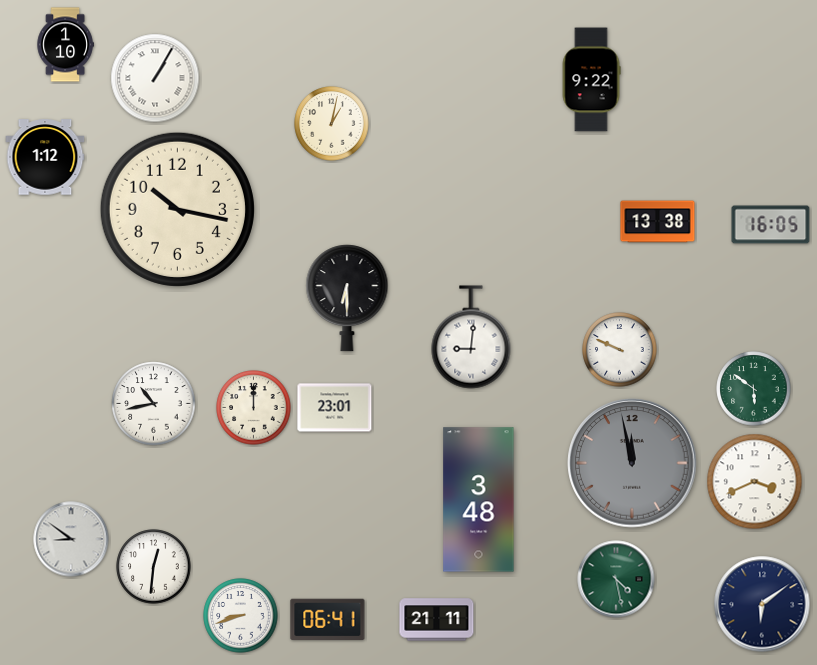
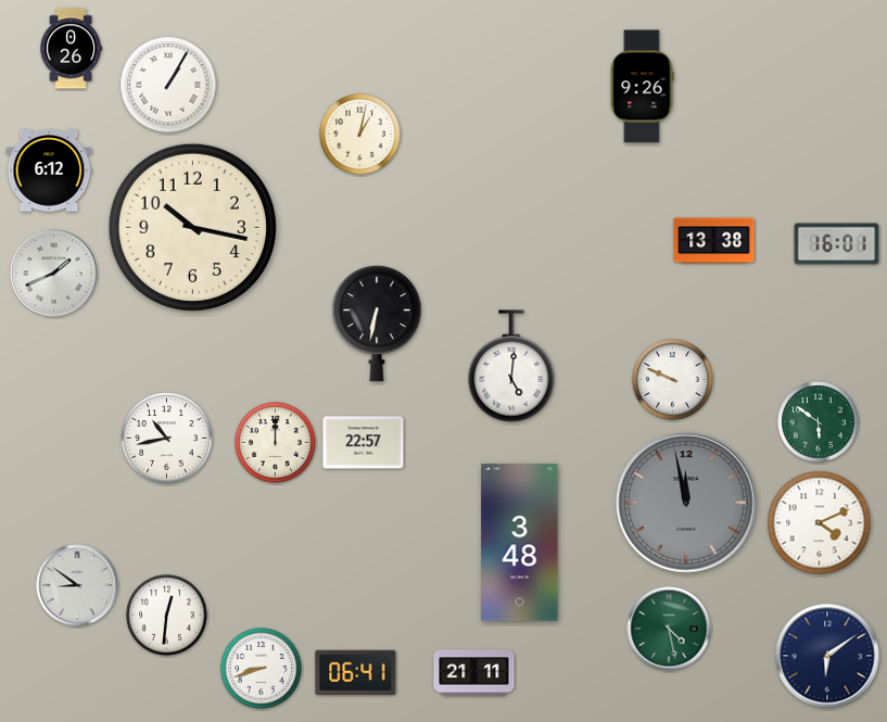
clock at (65, 45): 1:10 -> 0:26
clock at (591, 80): 9:22 -> 9:26
clock at (45, 157): 1:12 -> 6:12
clock at (771, 225): 16:05 -> 16:01
clock at (54, 274): none -> 1:41
clock at (347, 298): 6:30 -> 6:32
clock at (471, 337): 9:01 -> 5:01
clock at (335, 408): 23:01 -> 22:57
clock at (755, 482): 3:41 -> 4:11
